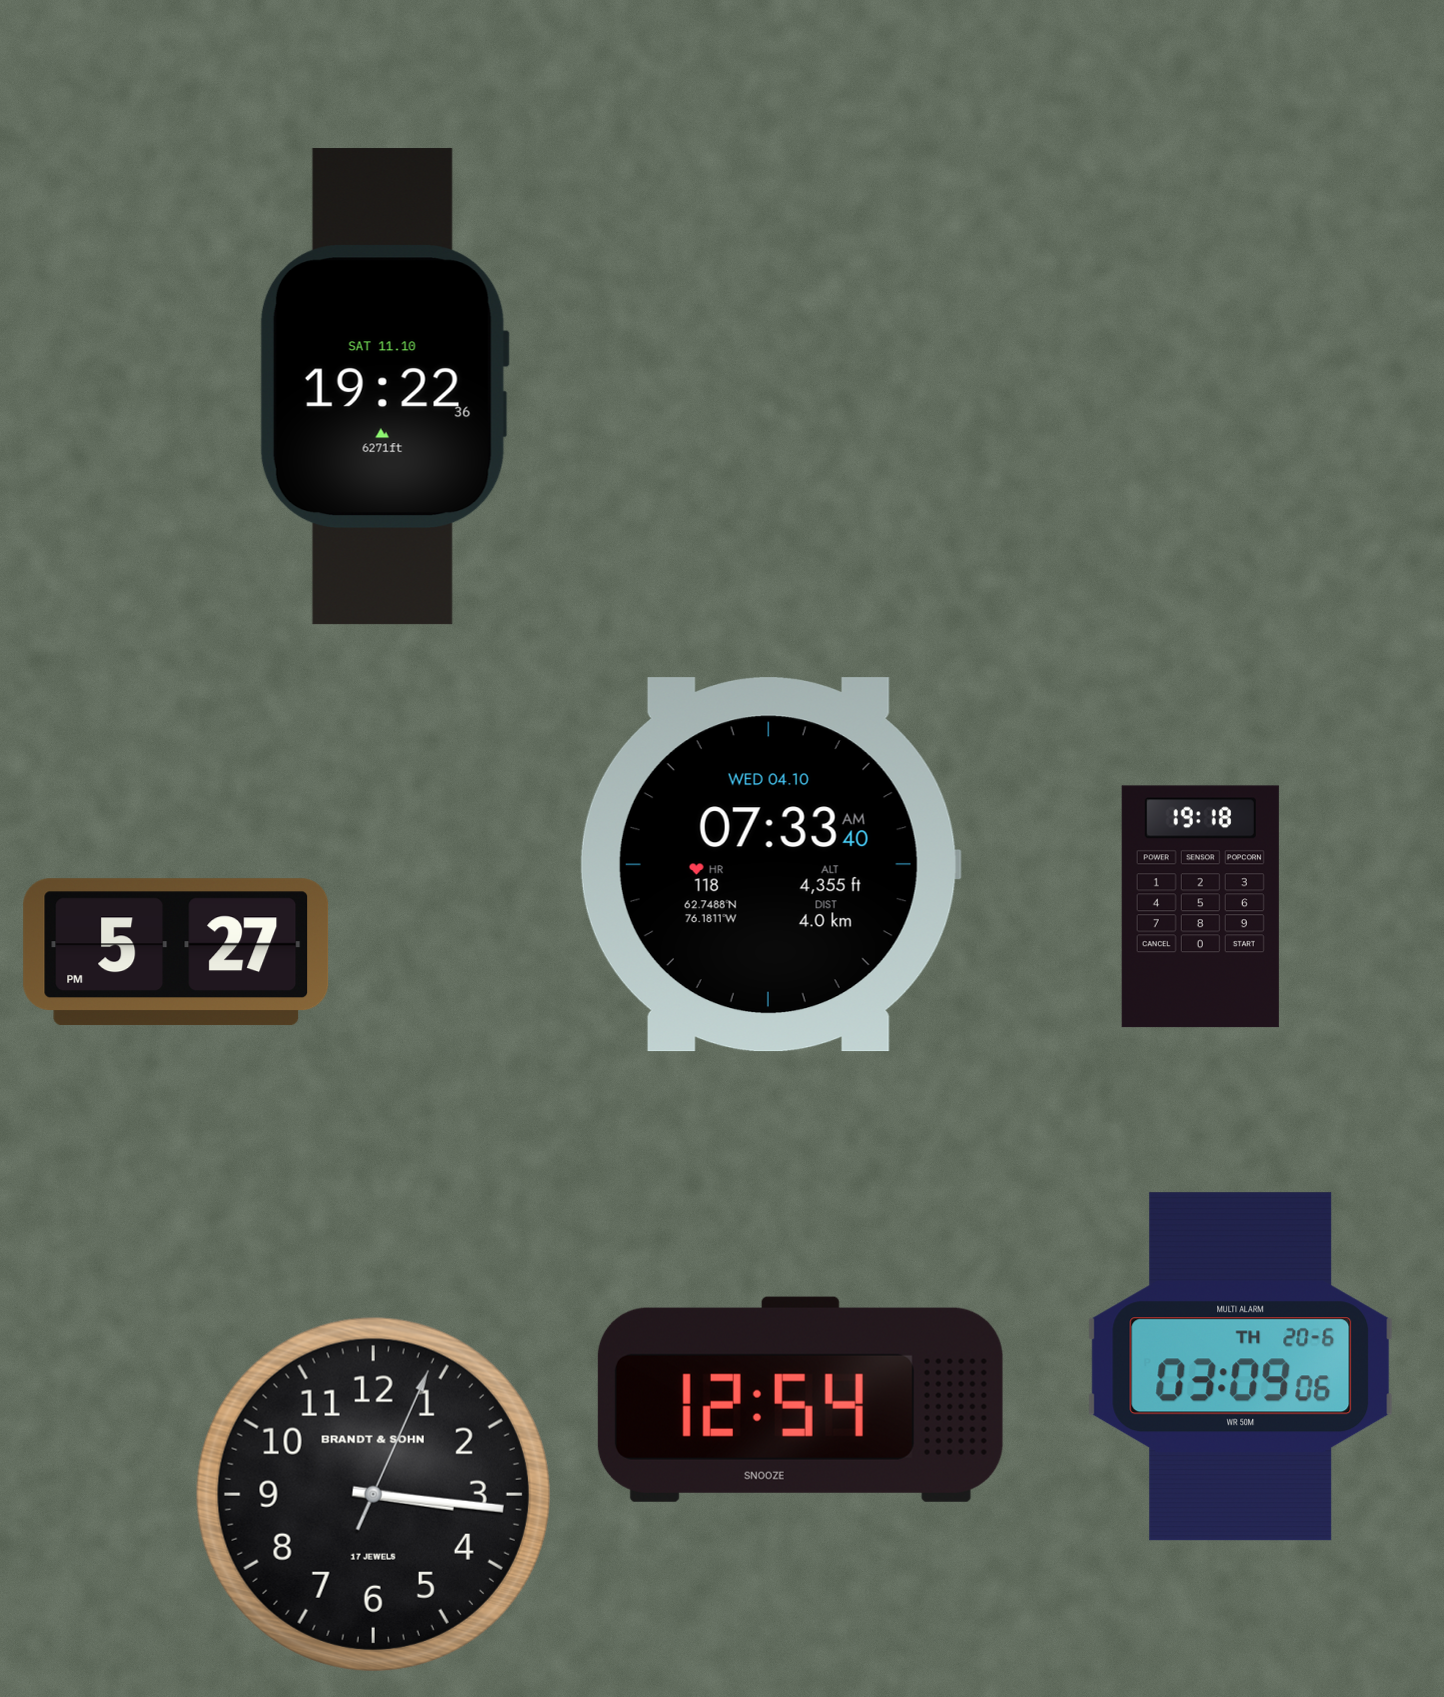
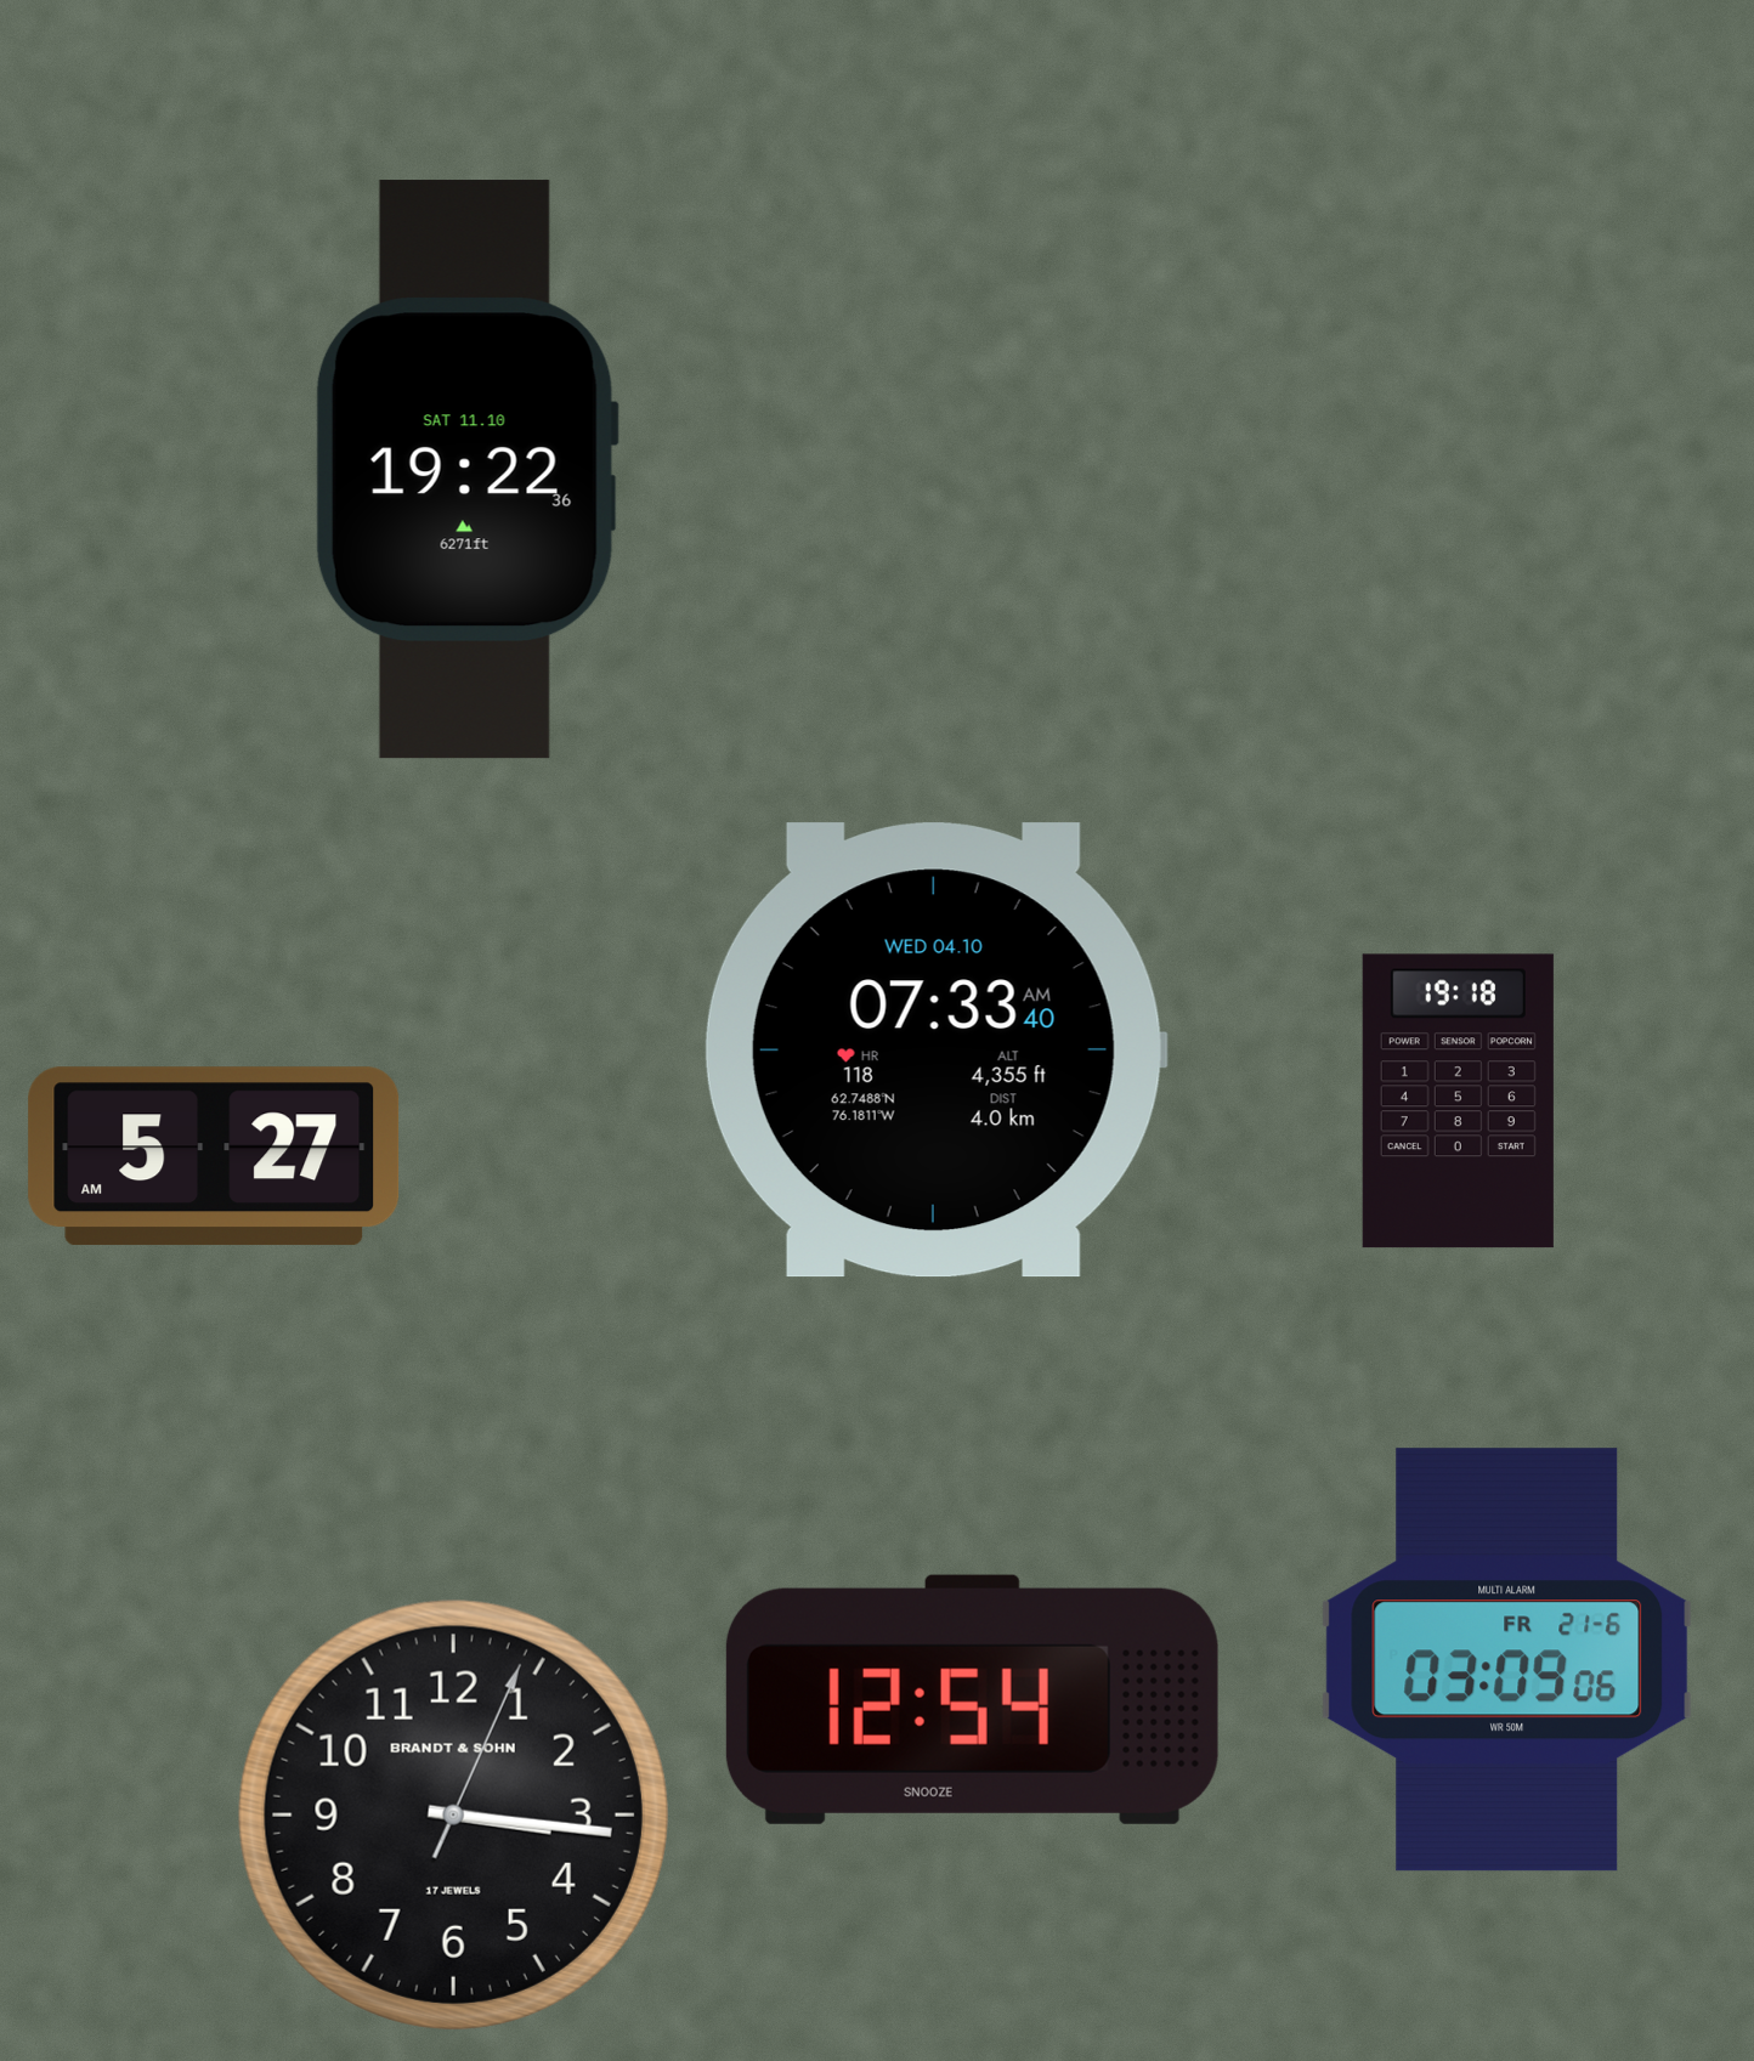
clock at (176, 952): 5:27 PM -> 5:27 AM
clock at (1241, 1367) date: TH 20-6 -> FR 21-6
